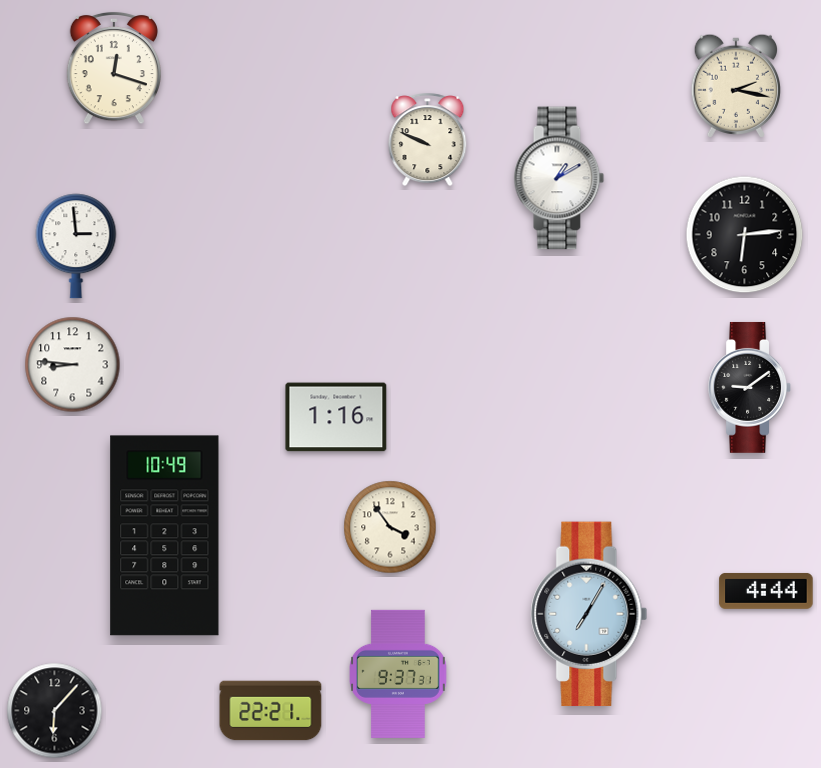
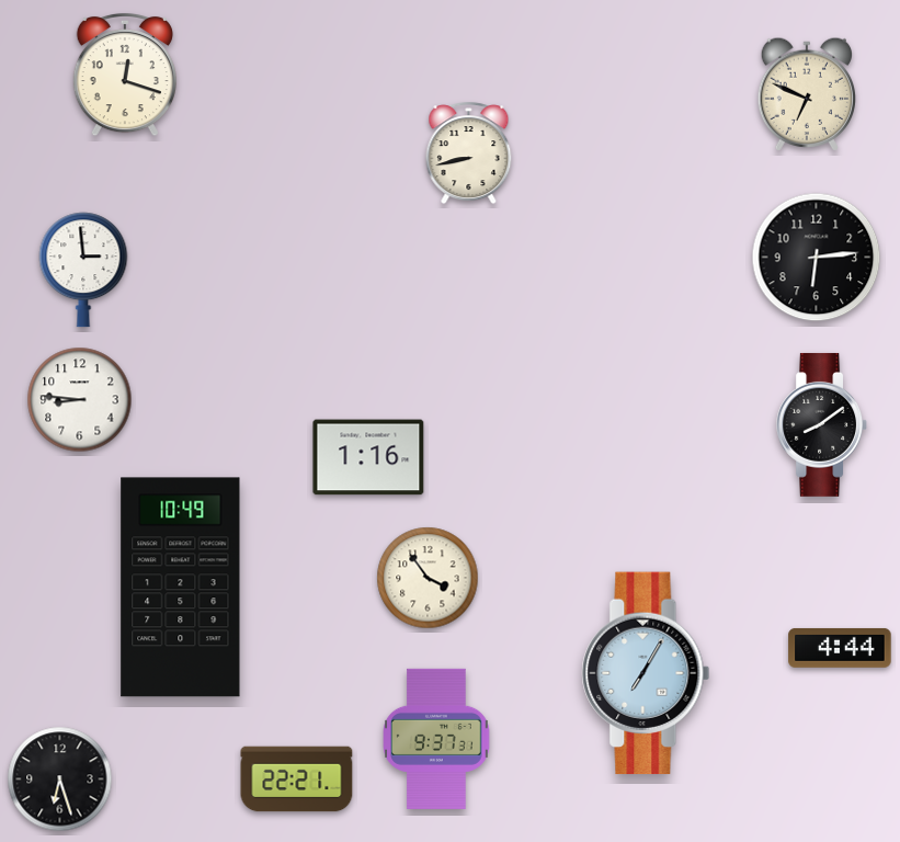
clock at (735, 86): 2:17 -> 6:49
clock at (428, 140): 9:49 -> 8:43
clock at (559, 178): 1:10 -> none
clock at (750, 387): 9:09 -> 8:09
clock at (55, 711): 6:07 -> 6:27
